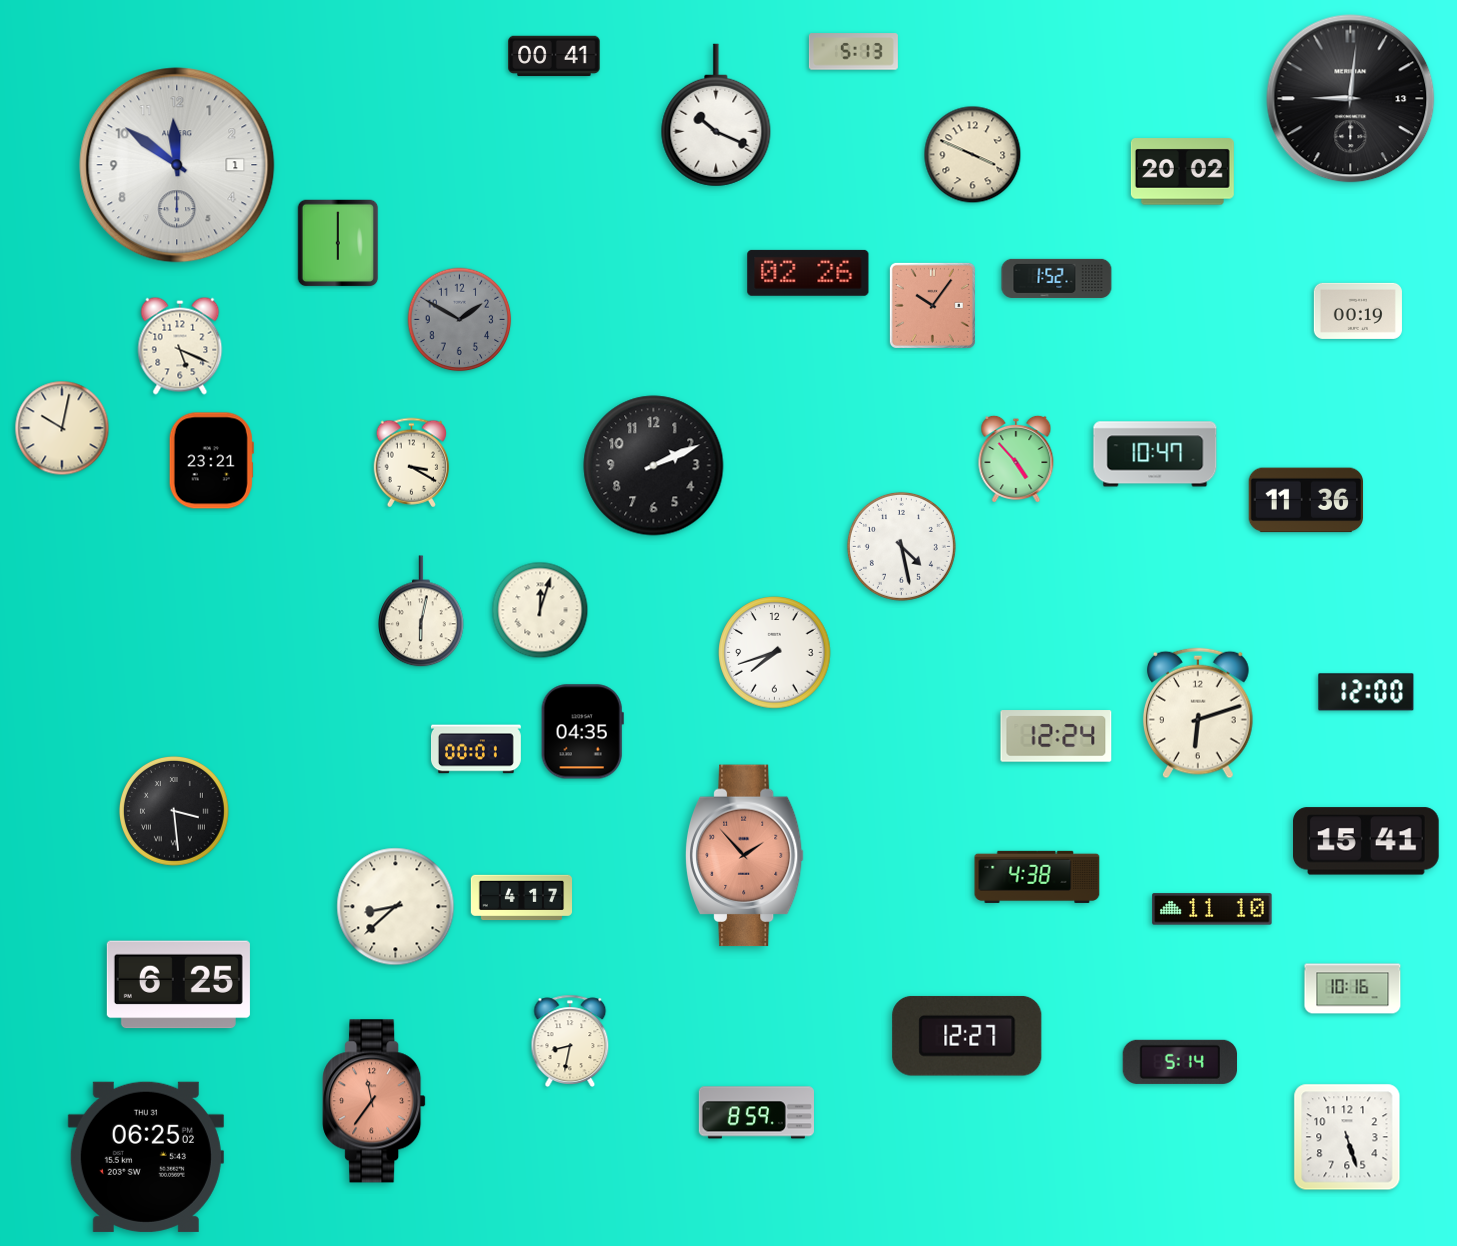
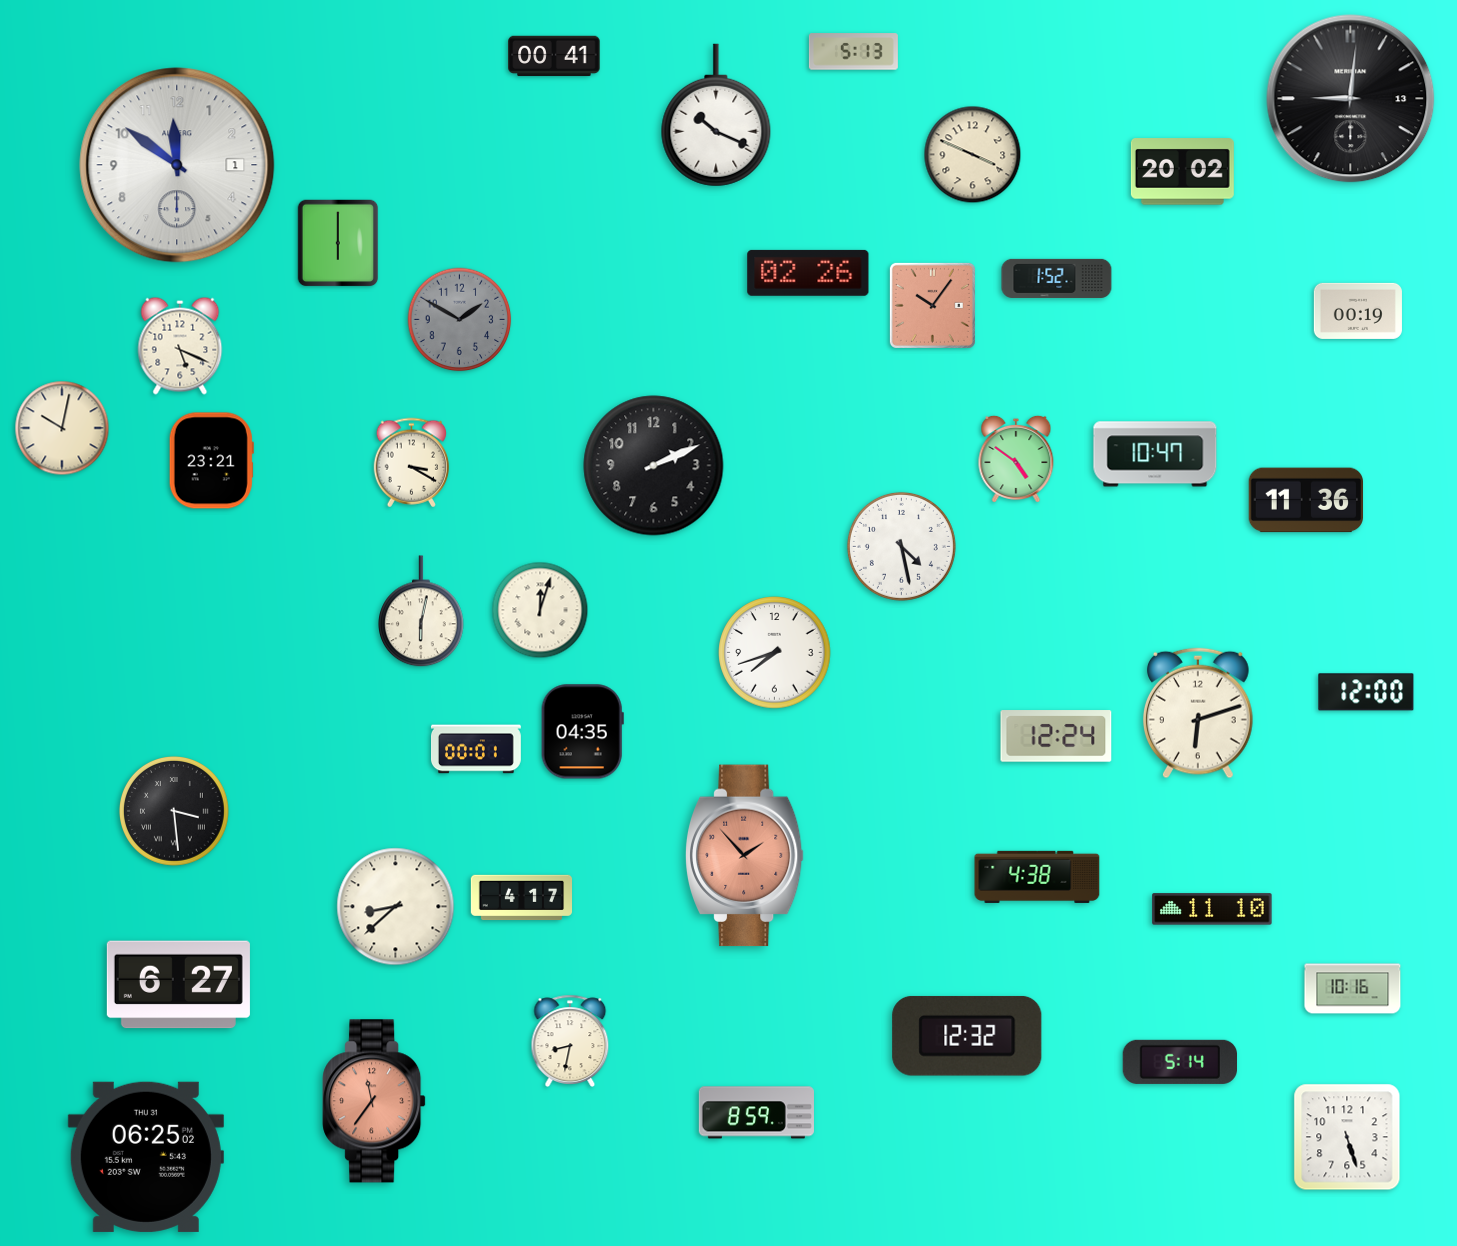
clock at (1016, 458): 4:53 -> 4:51
clock at (1367, 841): 15:41 -> none
clock at (178, 985): 6:25 -> 6:27
clock at (967, 1036): 12:27 -> 12:32
